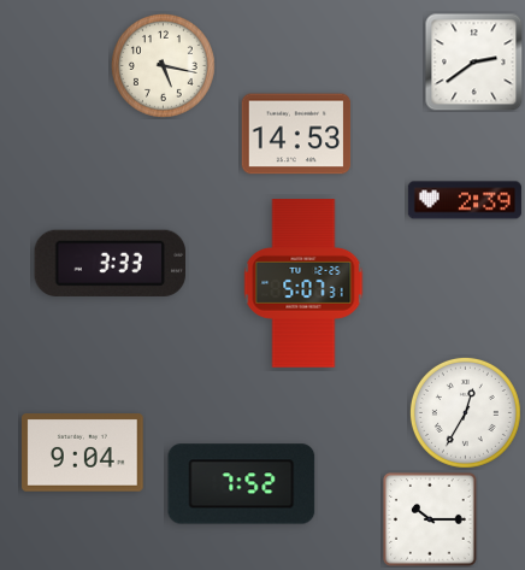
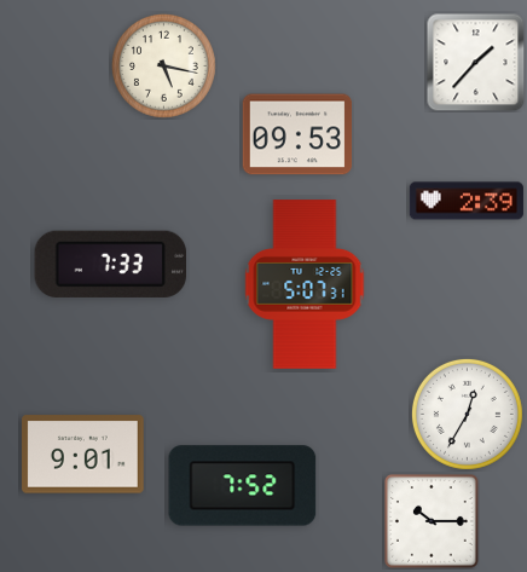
clock at (474, 63): 2:39 -> 1:37
clock at (296, 134): 14:53 -> 09:53
clock at (111, 263): 3:33 -> 7:33
clock at (83, 453): 9:04 -> 9:01
